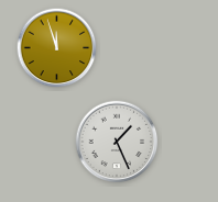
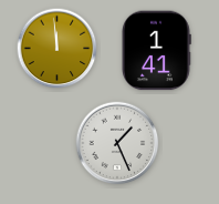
clock at (57, 48): 11:57 -> 11:59
clock at (156, 51): none -> 1:41
